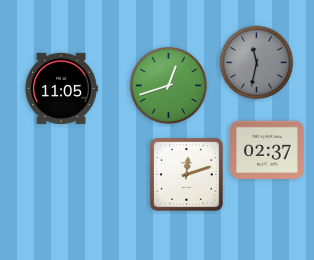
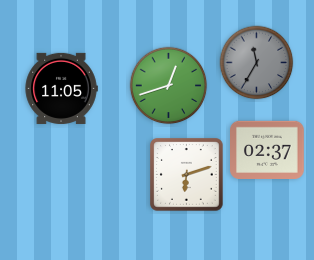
clock at (257, 63): 11:32 -> 11:35
clock at (187, 175): 12:12 -> 6:12
